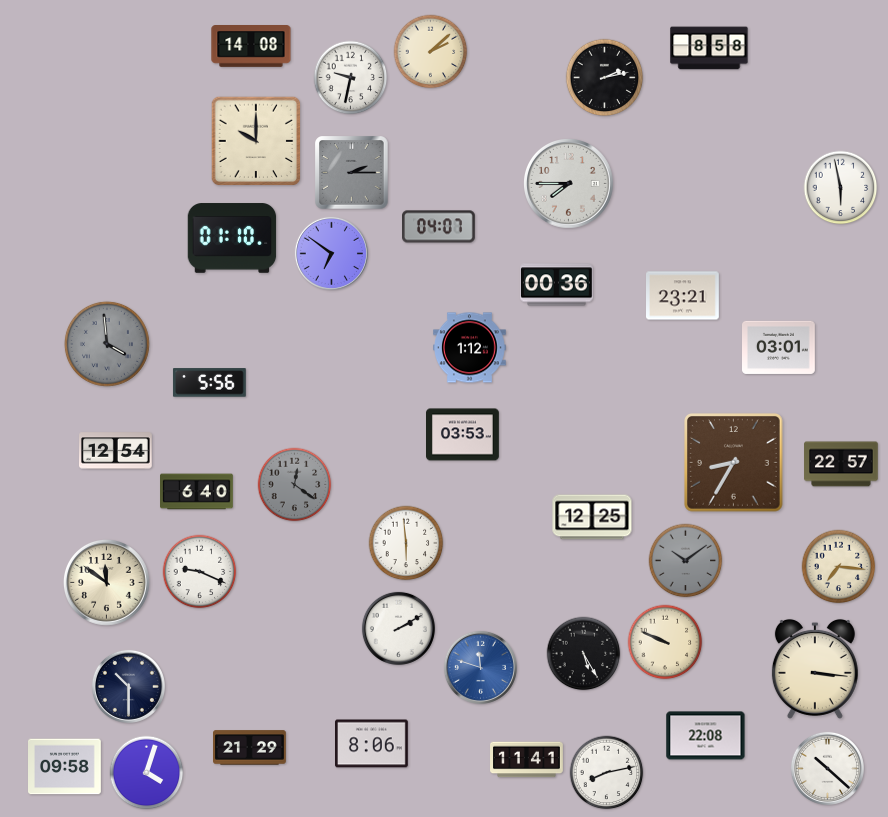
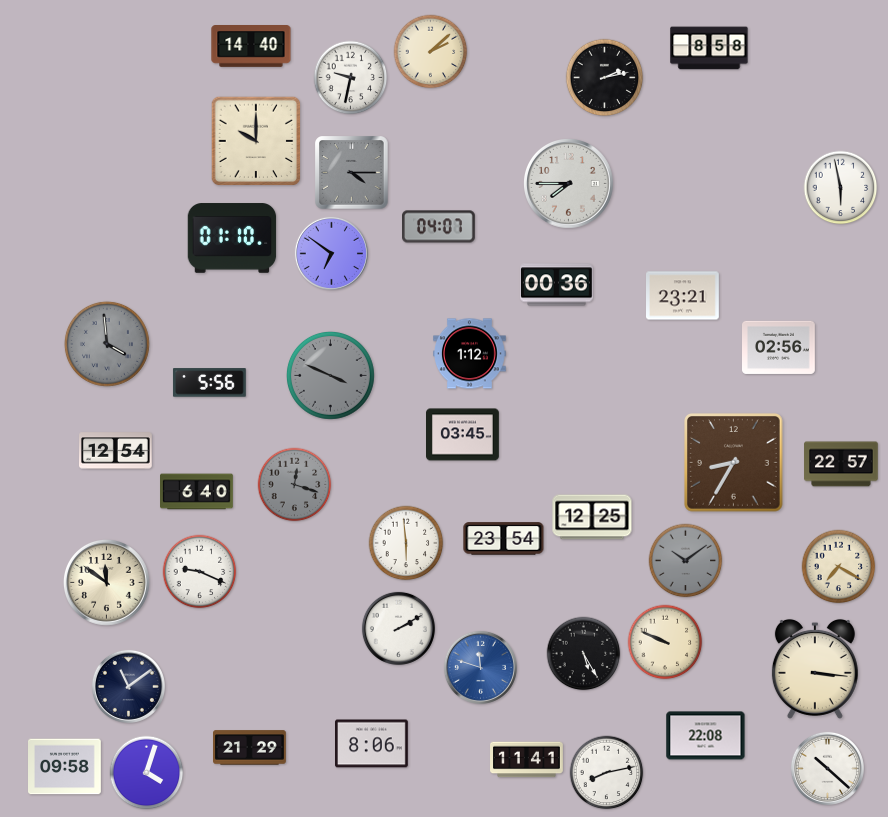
clock at (251, 46): 14:08 -> 14:40
clock at (352, 173): 2:15 -> 4:15
clock at (779, 347): 03:01 -> 02:56
clock at (470, 348) position: (470, 348) -> (470, 354)
clock at (331, 376): none -> 3:49
clock at (463, 435): 03:53 -> 03:45
clock at (295, 485): 12:21 -> 12:18
clock at (504, 539): none -> 23:54
clock at (839, 567): 7:16 -> 7:20
clock at (128, 686): 10:30 -> 11:09
